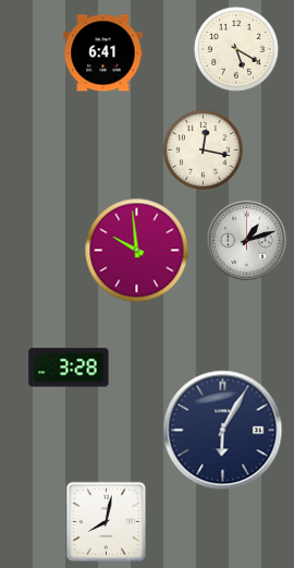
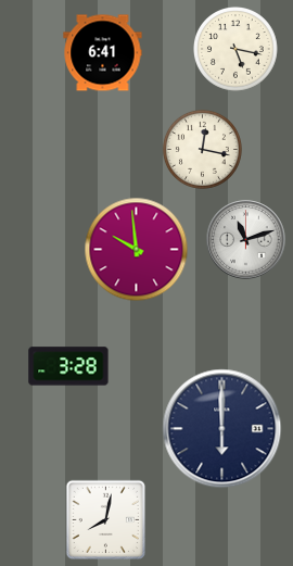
clock at (237, 50): 5:20 -> 5:17
clock at (247, 241): 1:12 -> 11:12
clock at (223, 431): 6:05 -> 6:00
